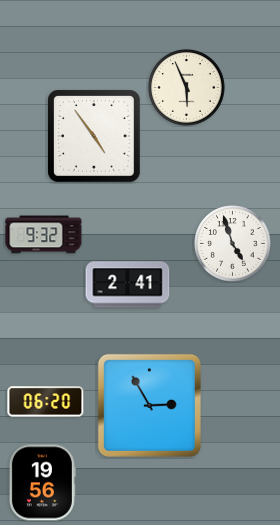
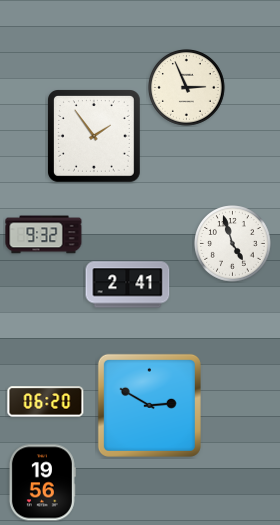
clock at (187, 88): 5:56 -> 2:56
clock at (95, 137): 4:54 -> 1:54
clock at (149, 405): 2:55 -> 2:50
